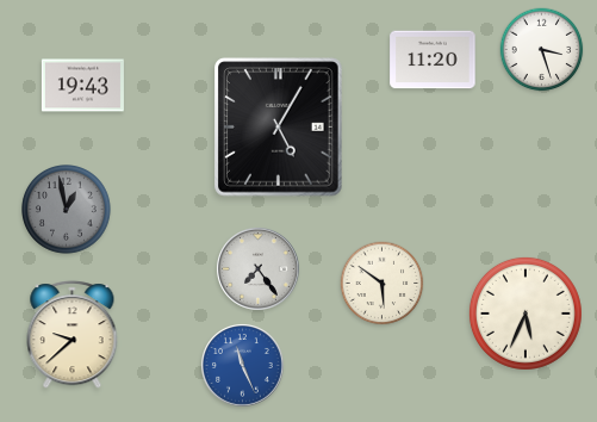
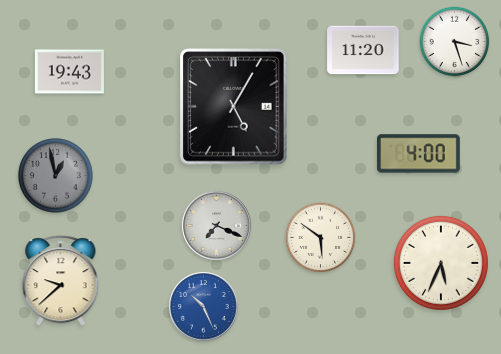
clock at (419, 154): none -> 4:00
clock at (257, 268): 7:24 -> 7:19
clock at (242, 365): 11:26 -> 10:26
